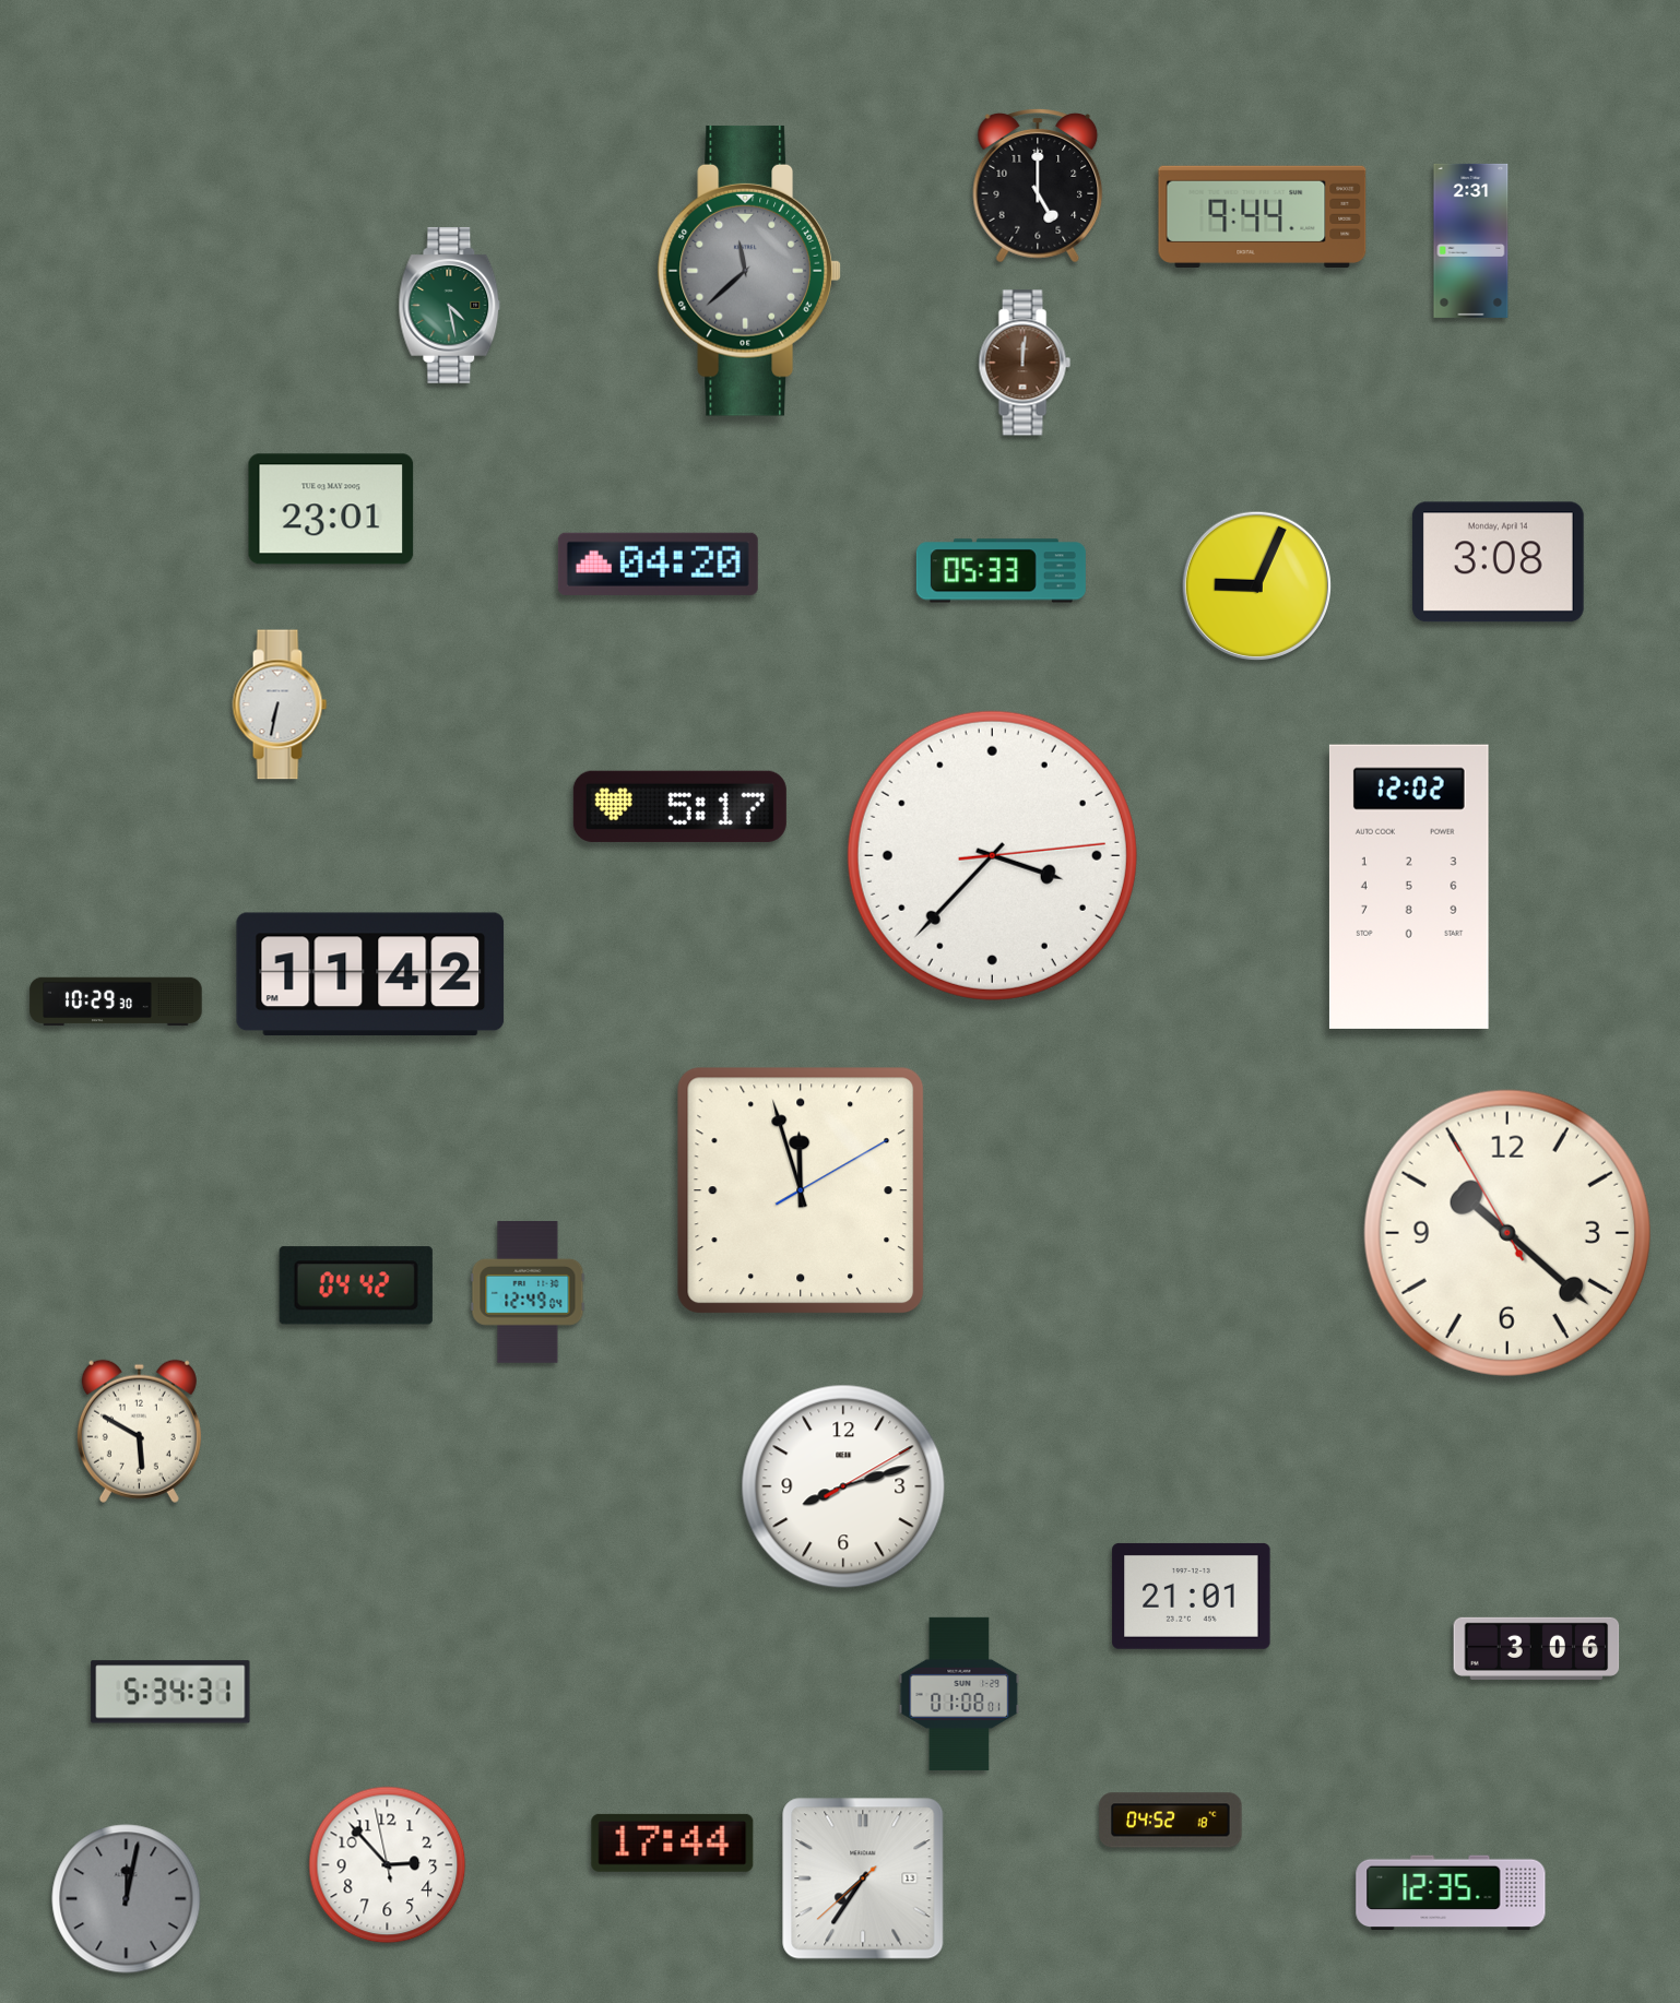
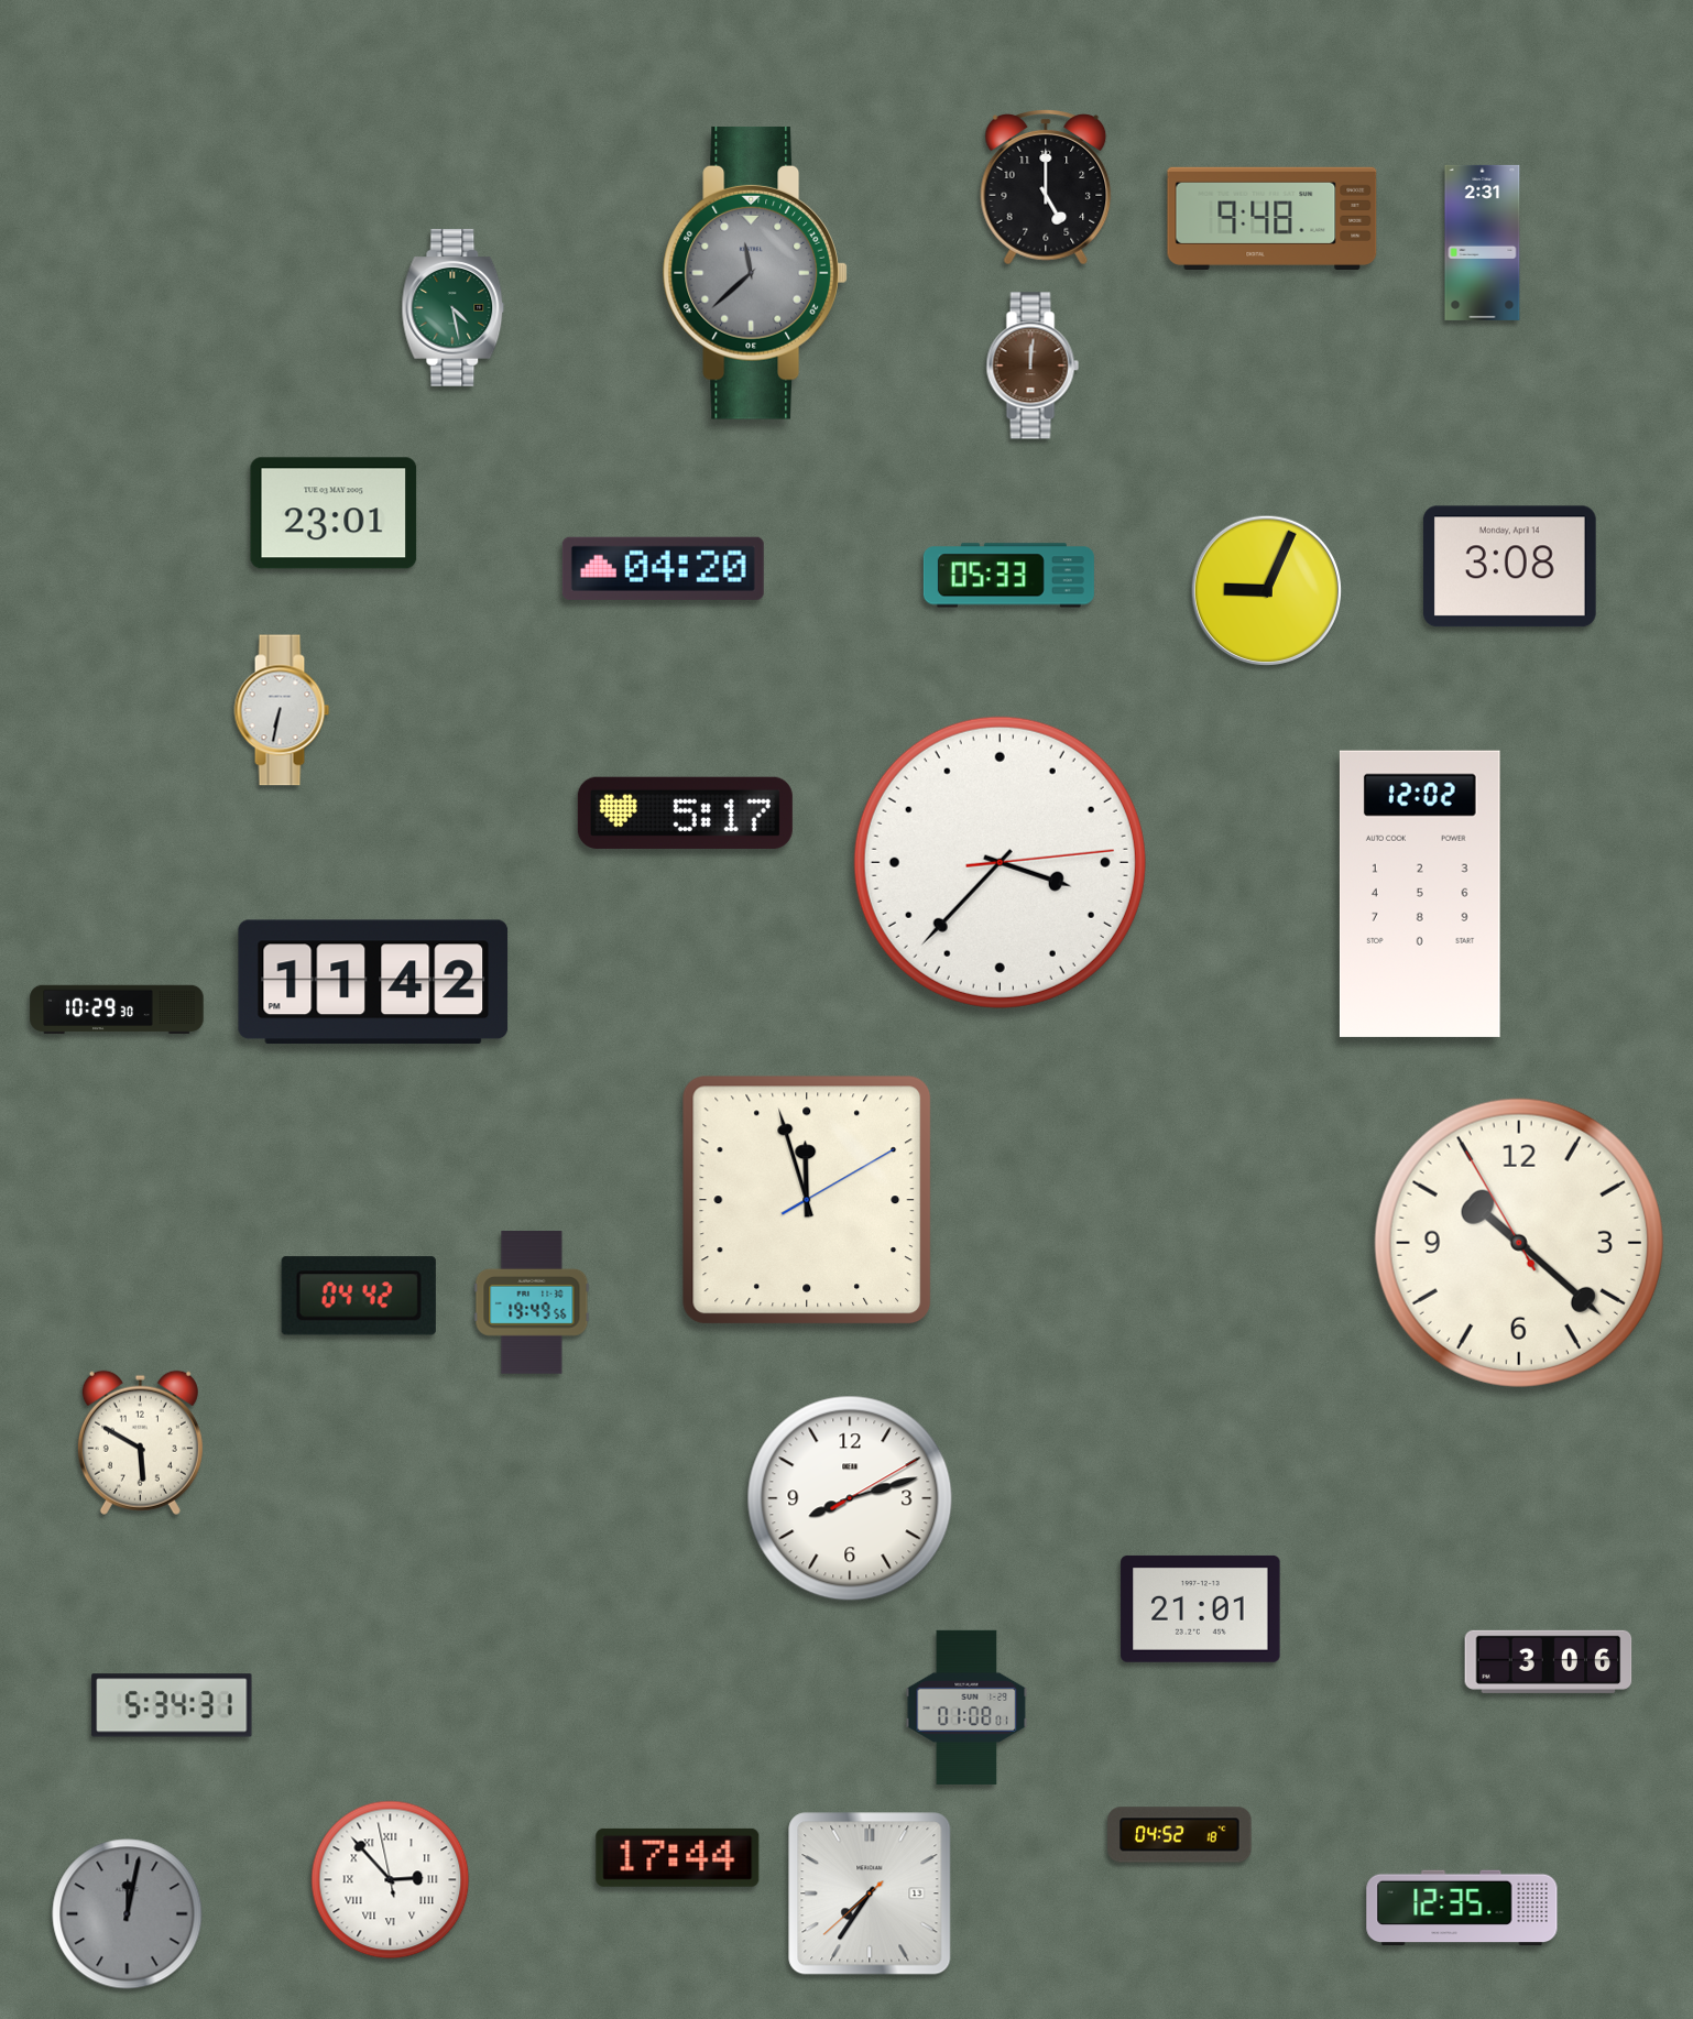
clock at (1263, 216): 9:44 -> 9:48
clock at (528, 1292): 12:49 -> 19:49
clock at (388, 1865) numerals: Arabic -> Roman
